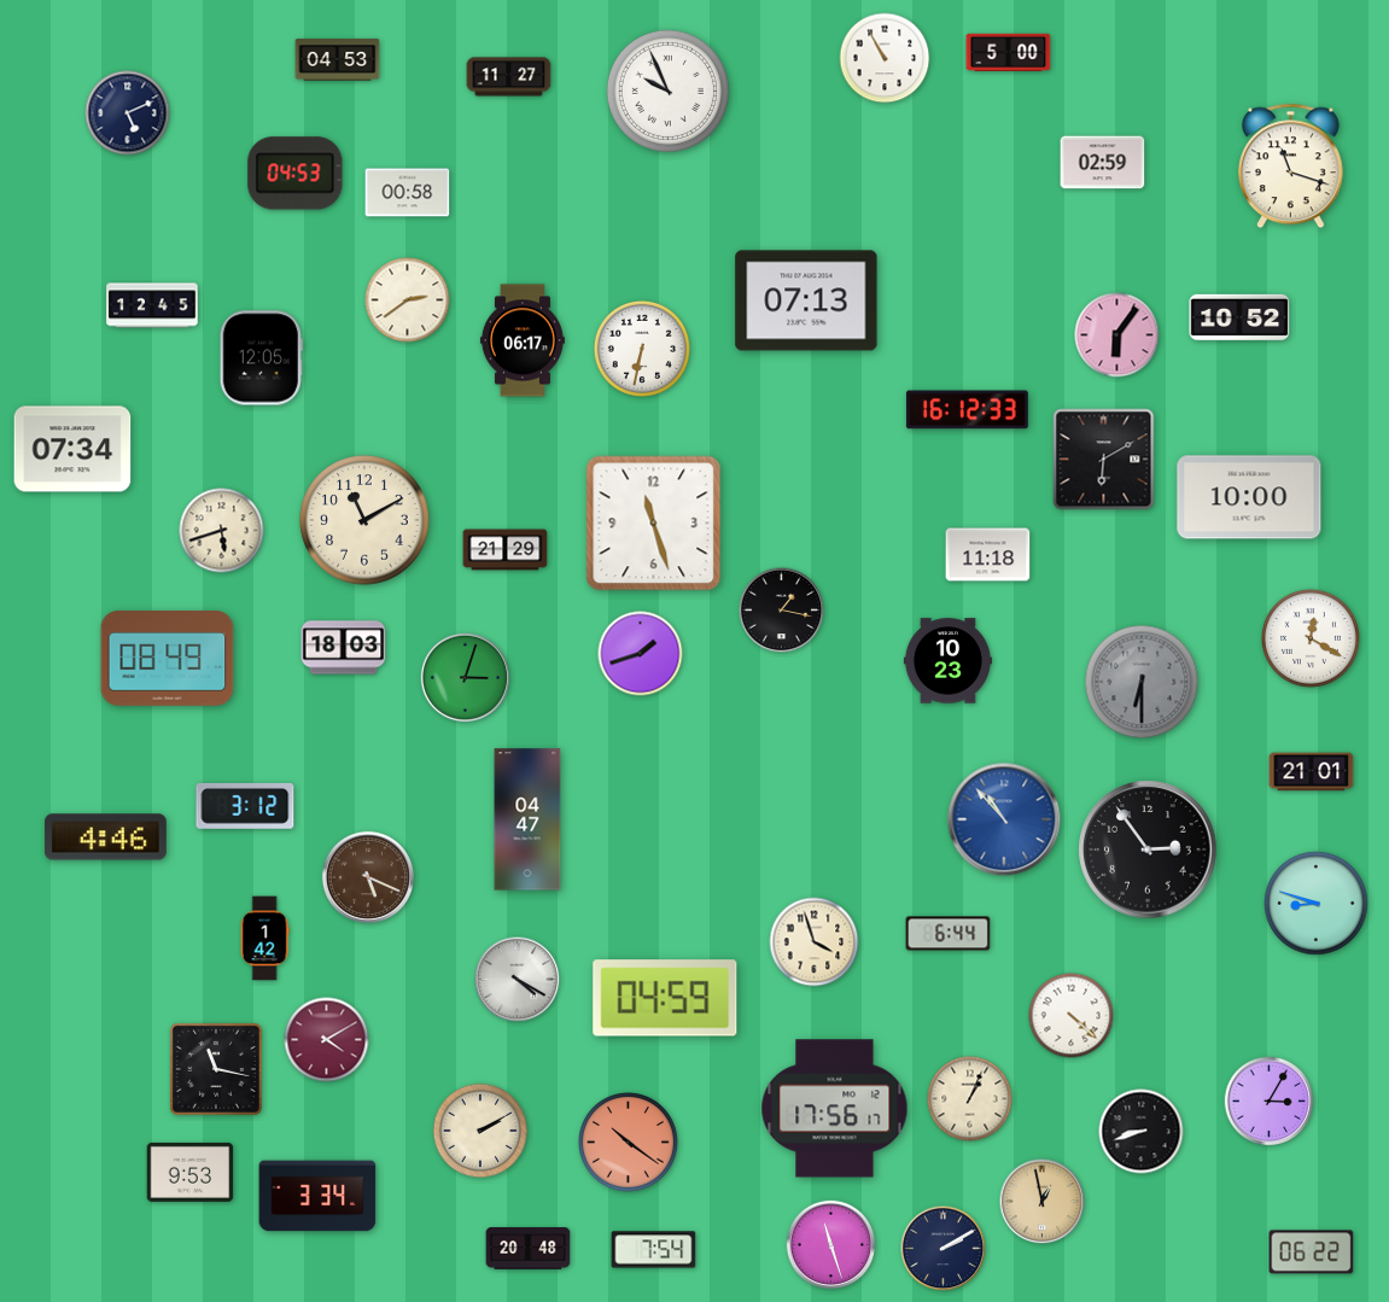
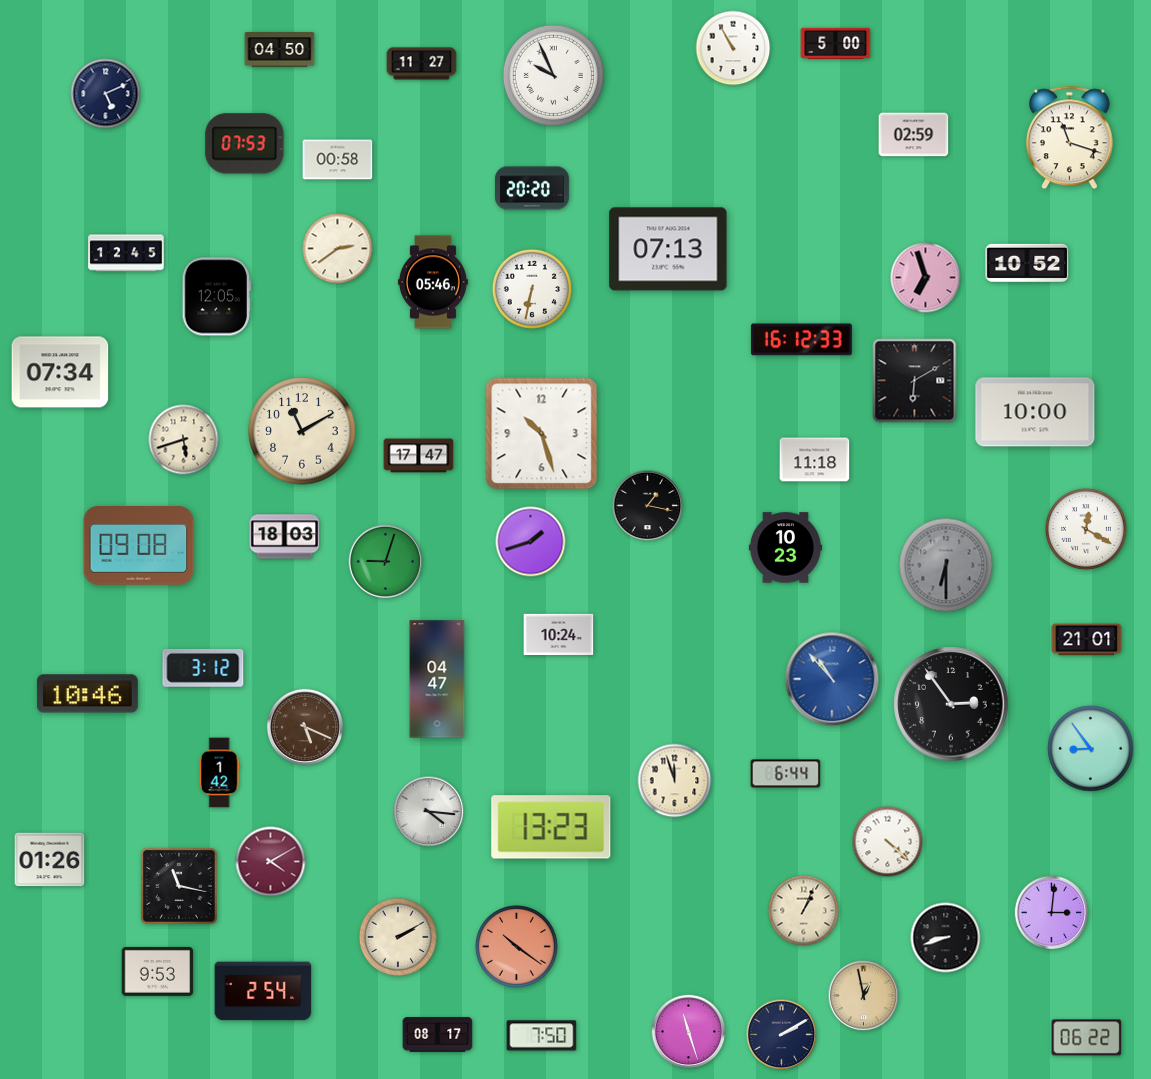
clock at (338, 60): 04:53 -> 04:50
clock at (296, 174): 04:53 -> 07:53
clock at (532, 188): none -> 20:20
clock at (1117, 335): 6:06 -> 6:57
clock at (523, 340): 06:17 -> 05:46
clock at (654, 524): 11:27 -> 10:27
clock at (506, 550): 21:29 -> 17:47
clock at (988, 555) position: (988, 555) -> (815, 460)
clock at (168, 659): 08:49 -> 09:08
clock at (466, 678): 3:03 -> 9:03
clock at (559, 635): none -> 10:24
clock at (105, 837): 4:46 -> 10:46
clock at (1317, 904): 8:48 -> 8:54
clock at (264, 939) position: (264, 939) -> (219, 773)
clock at (815, 942): 3:57 -> 11:57
clock at (518, 980): 4:20 -> 4:16
clock at (665, 998): 04:59 -> 13:23
clock at (50, 860): none -> 01:26
clock at (1270, 1102): 3:05 -> 3:01
clock at (835, 1109): 17:56 -> none
clock at (629, 1143) position: (629, 1143) -> (517, 947)
clock at (317, 1196): 3:34 -> 2:54
clock at (529, 1249): 20:48 -> 08:17
clock at (654, 1250): 7:54 -> 7:50
